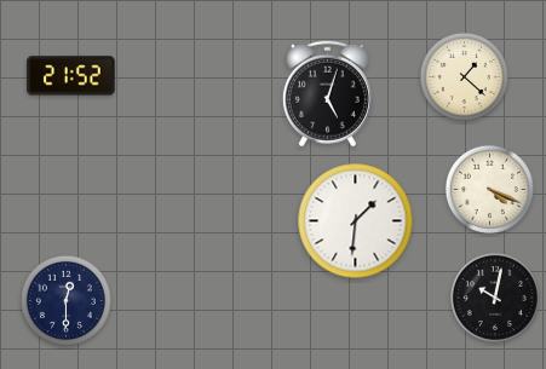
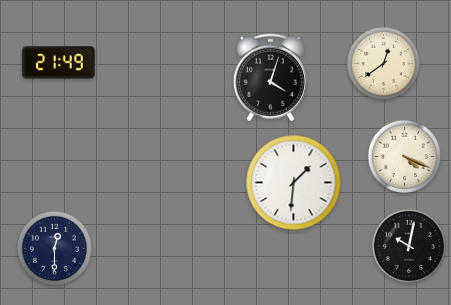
clock at (71, 76): 21:52 -> 21:49
clock at (464, 76): 1:22 -> 12:39
clock at (327, 94): 5:03 -> 4:03
